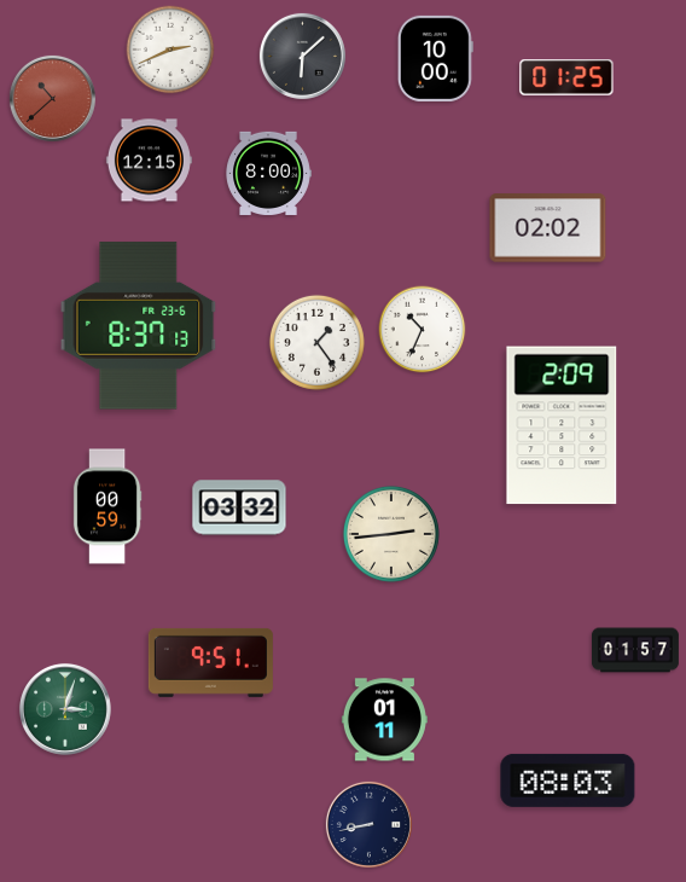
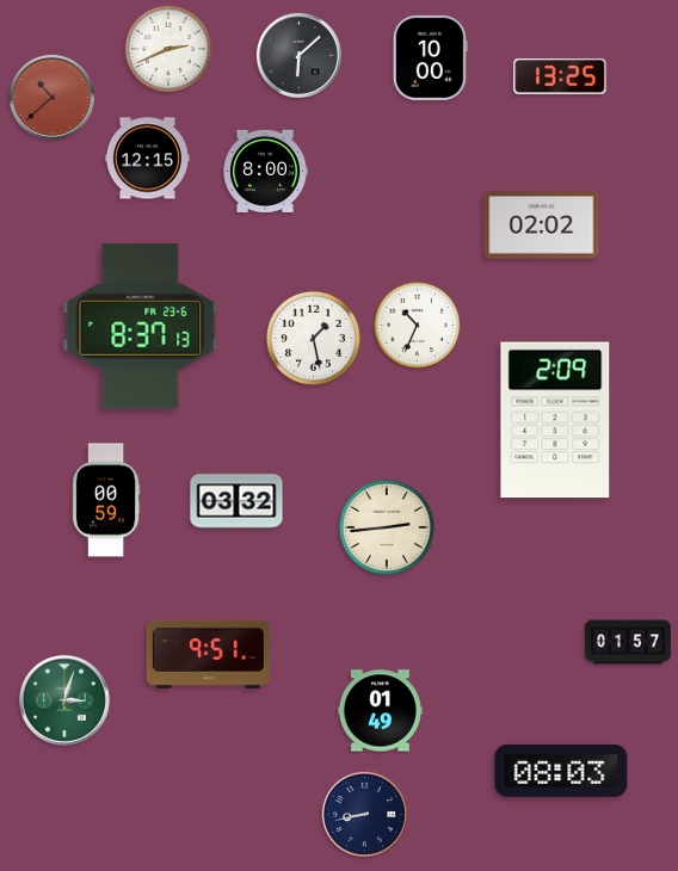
clock at (566, 77): 01:25 -> 13:25
clock at (139, 326) position: (139, 326) -> (141, 327)
clock at (316, 342): 1:24 -> 1:28
clock at (384, 720): 01:11 -> 01:49
